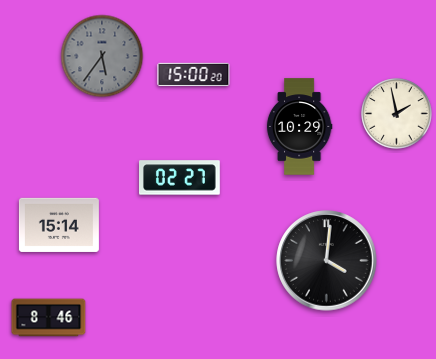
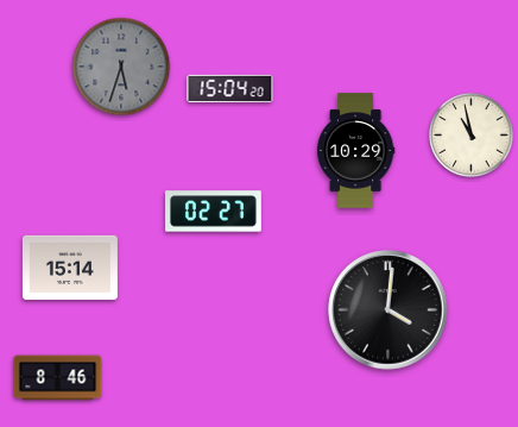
clock at (102, 56): 5:36 -> 5:33
clock at (194, 74): 15:00 -> 15:04
clock at (397, 114): 1:58 -> 10:58
